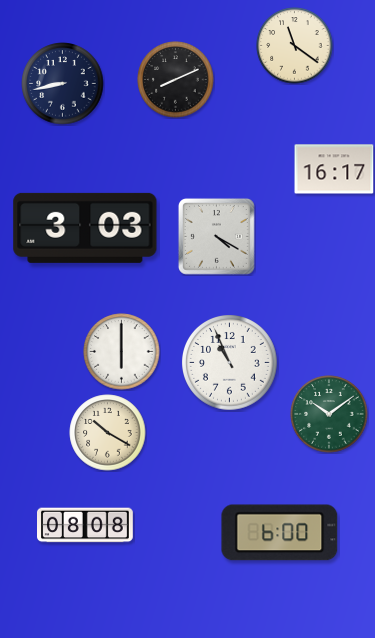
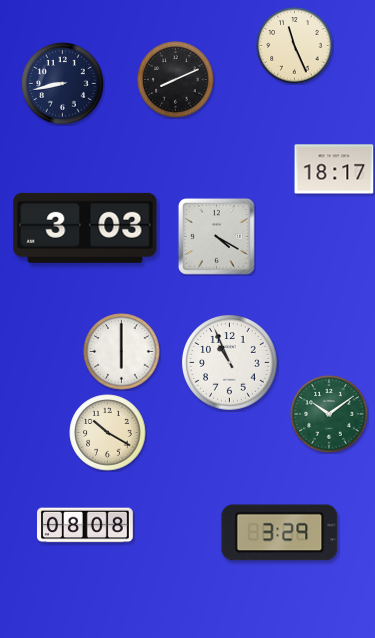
clock at (295, 46): 11:21 -> 11:26
clock at (334, 169): 16:17 -> 18:17
clock at (280, 533): 6:00 -> 3:29
